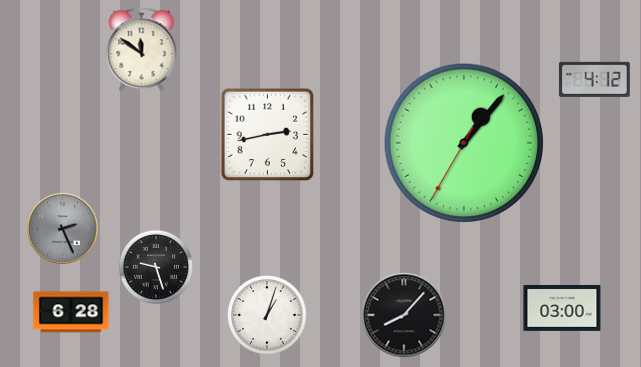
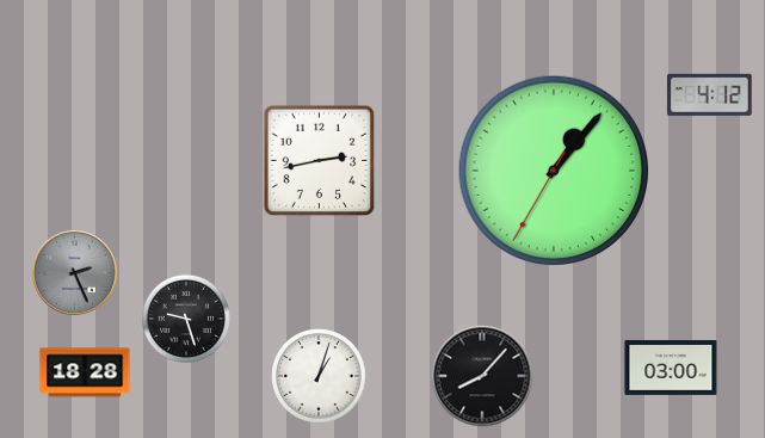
clock at (142, 50): 11:51 -> none
clock at (71, 312): 6:28 -> 18:28
